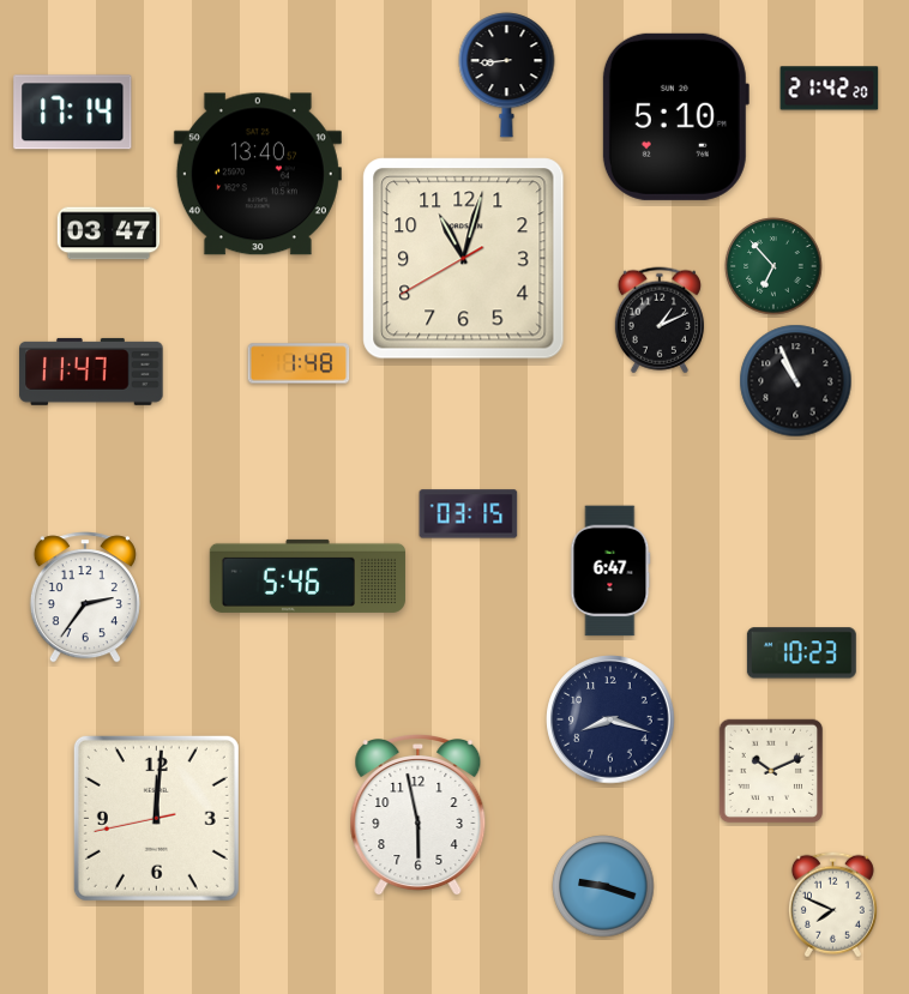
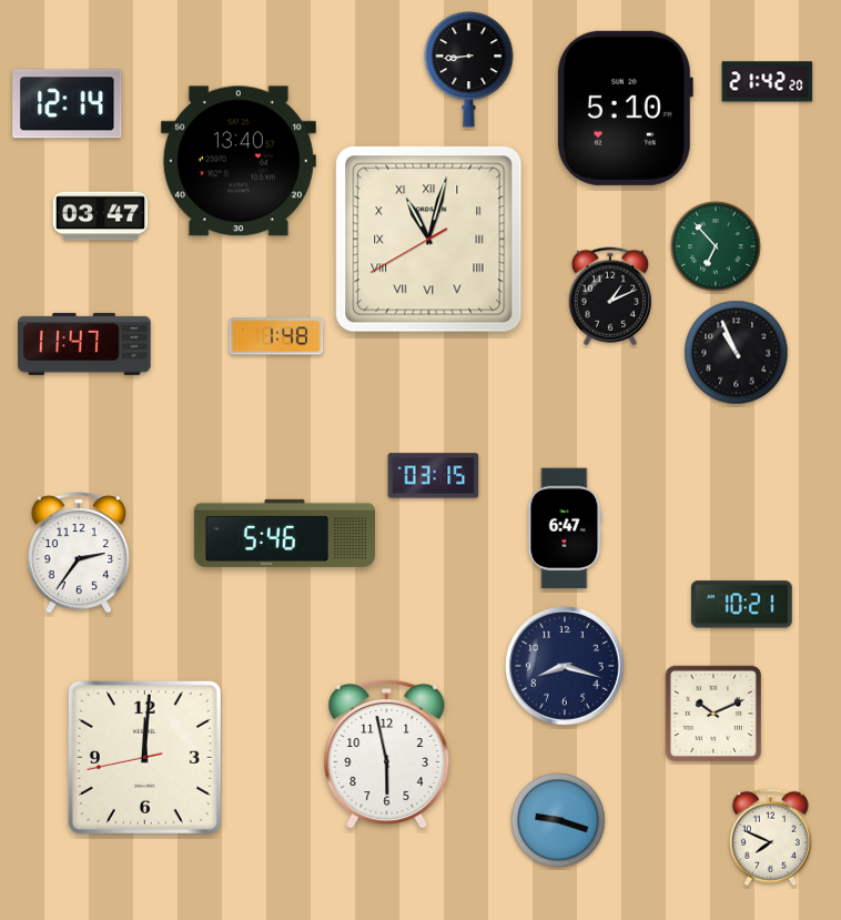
clock at (73, 113): 17:14 -> 12:14
clock at (464, 259) numerals: Arabic -> Roman
clock at (801, 653): 10:23 -> 10:21
